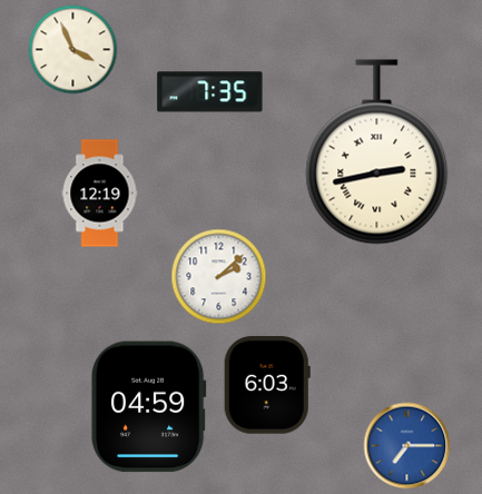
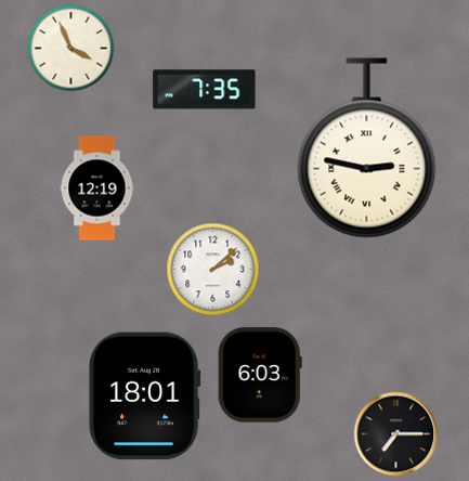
clock at (377, 152): 2:43 -> 2:47
clock at (148, 407): 04:59 -> 18:01
clock at (406, 445) dial: blue -> black
